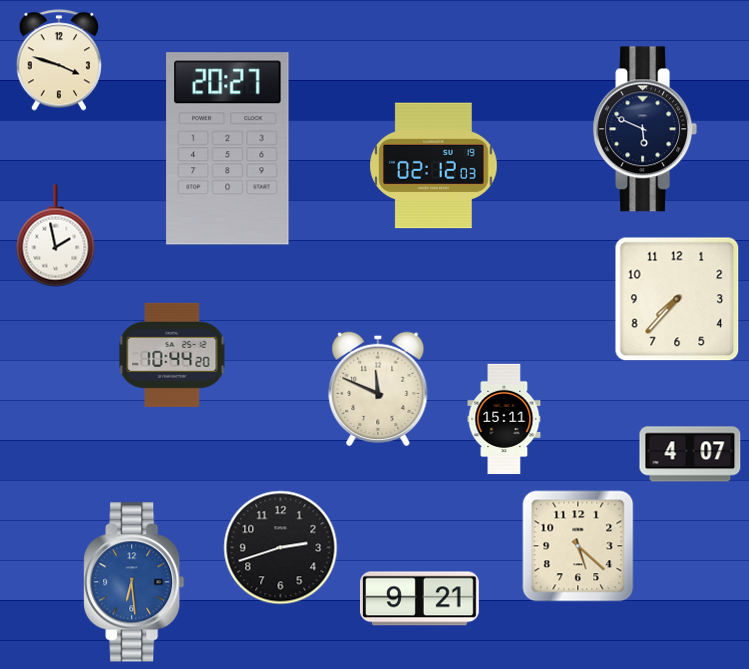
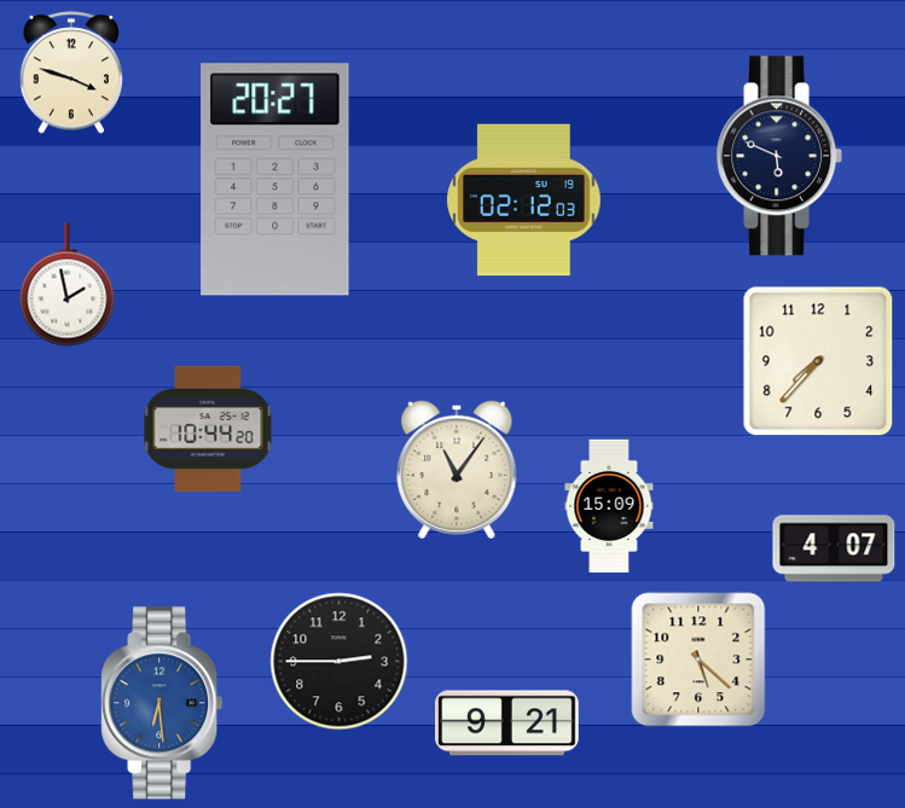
clock at (378, 389): 11:49 -> 11:06
clock at (504, 419): 15:11 -> 15:09
clock at (281, 548): 2:42 -> 2:45
